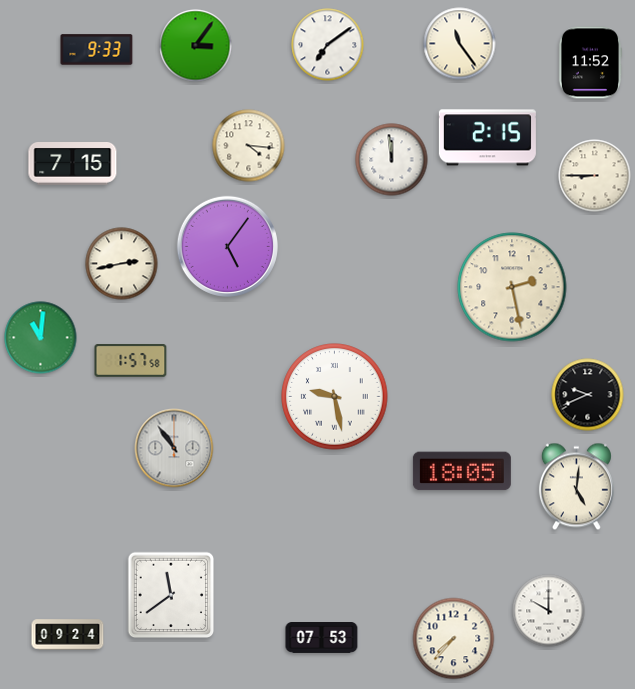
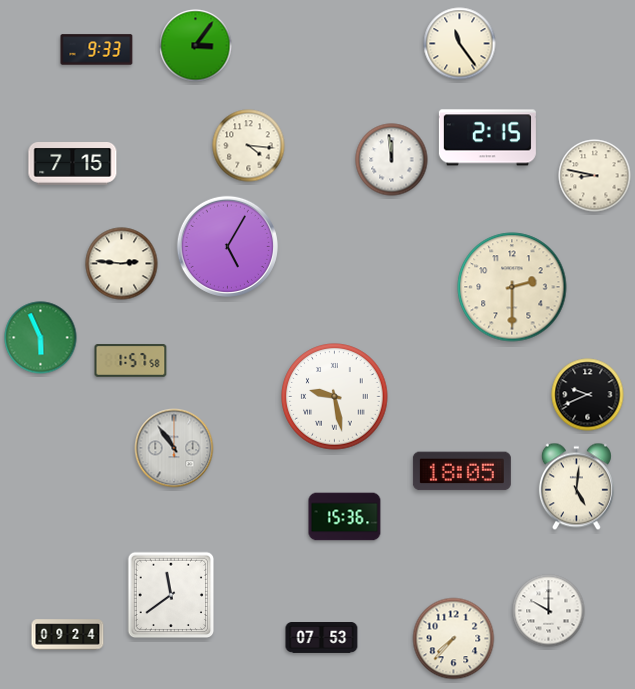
clock at (328, 45): 7:09 -> none
clock at (590, 63): 11:52 -> none
clock at (595, 176): 8:45 -> 8:47
clock at (227, 246): 5:06 -> 5:05
clock at (122, 264): 2:43 -> 2:46
clock at (512, 287): 2:28 -> 2:30
clock at (41, 338): 11:01 -> 5:56
clock at (345, 517): none -> 15:36
